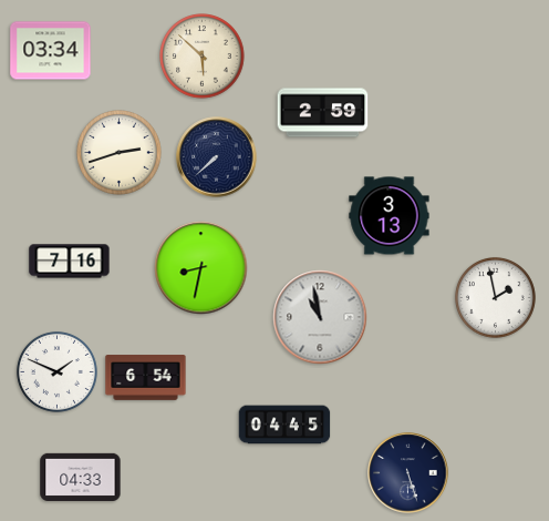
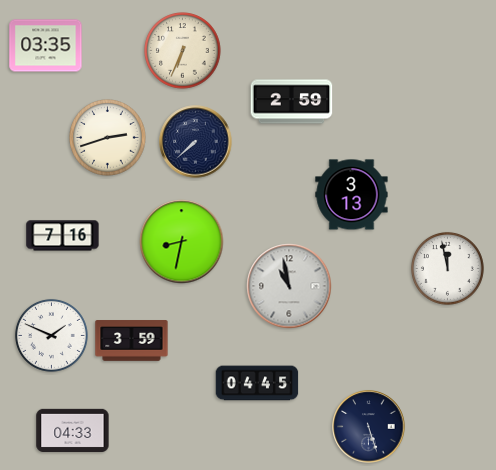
clock at (51, 51): 03:34 -> 03:35
clock at (203, 57): 5:52 -> 6:34
clock at (495, 297): 1:58 -> 11:58
clock at (146, 378): 6:54 -> 3:59
